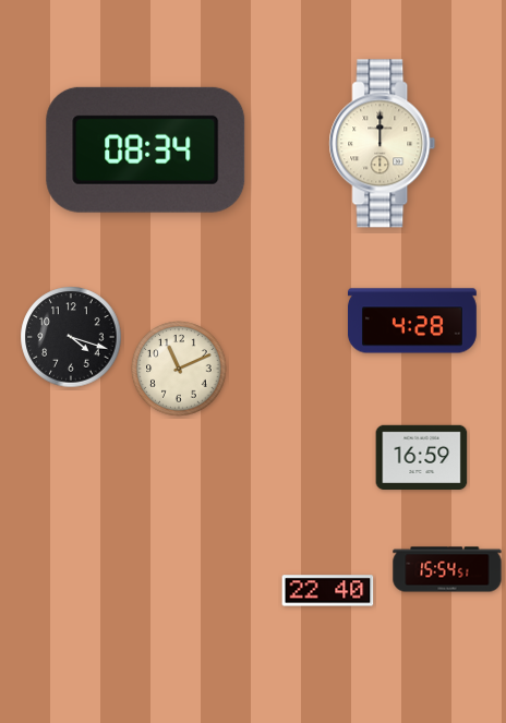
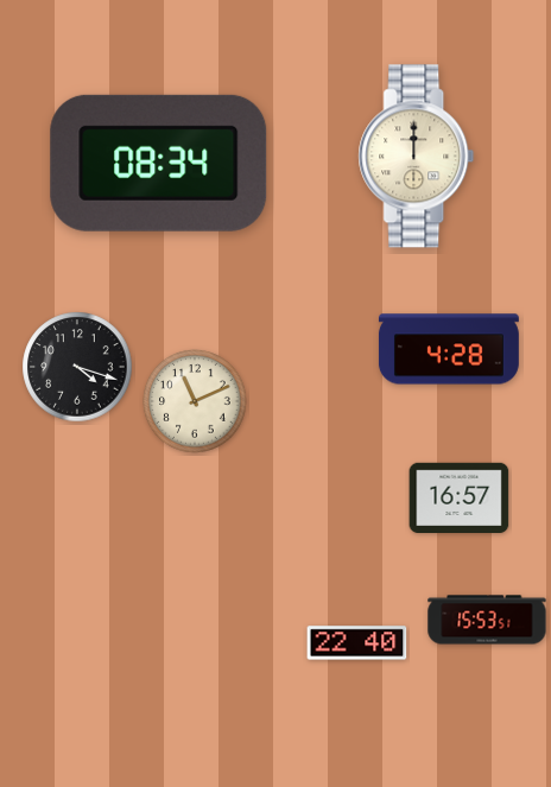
clock at (422, 457): 16:59 -> 16:57
clock at (447, 569): 15:54 -> 15:53
